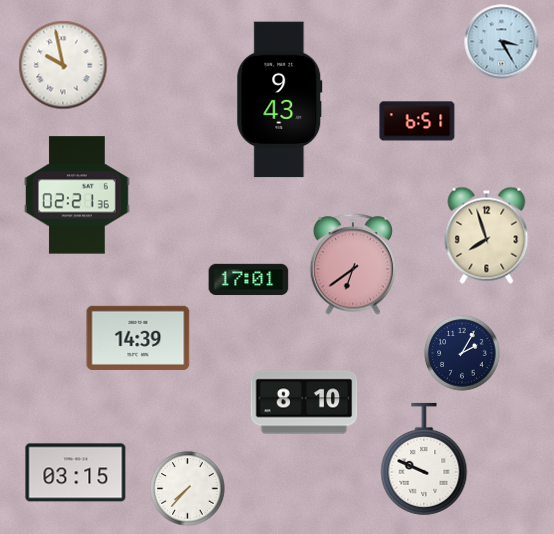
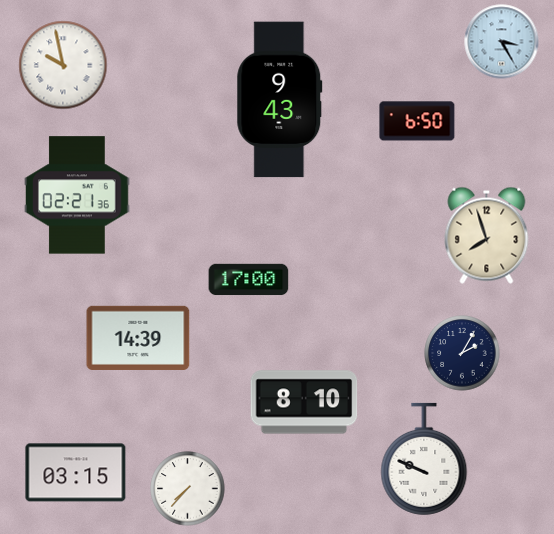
clock at (417, 121): 6:51 -> 6:50
clock at (353, 264): 6:39 -> none
clock at (249, 280): 17:01 -> 17:00
